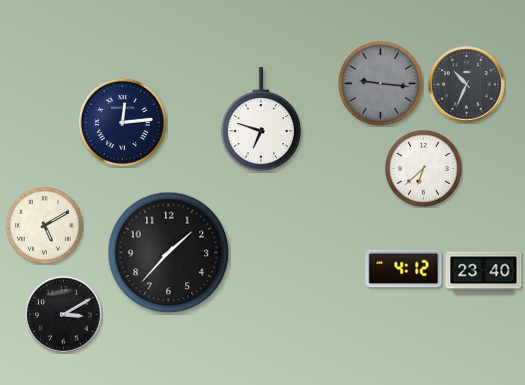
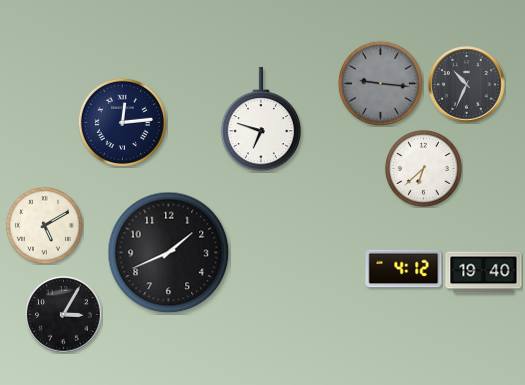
clock at (169, 253): 1:37 -> 1:41
clock at (484, 273): 23:40 -> 19:40
clock at (64, 315): 3:10 -> 3:05
